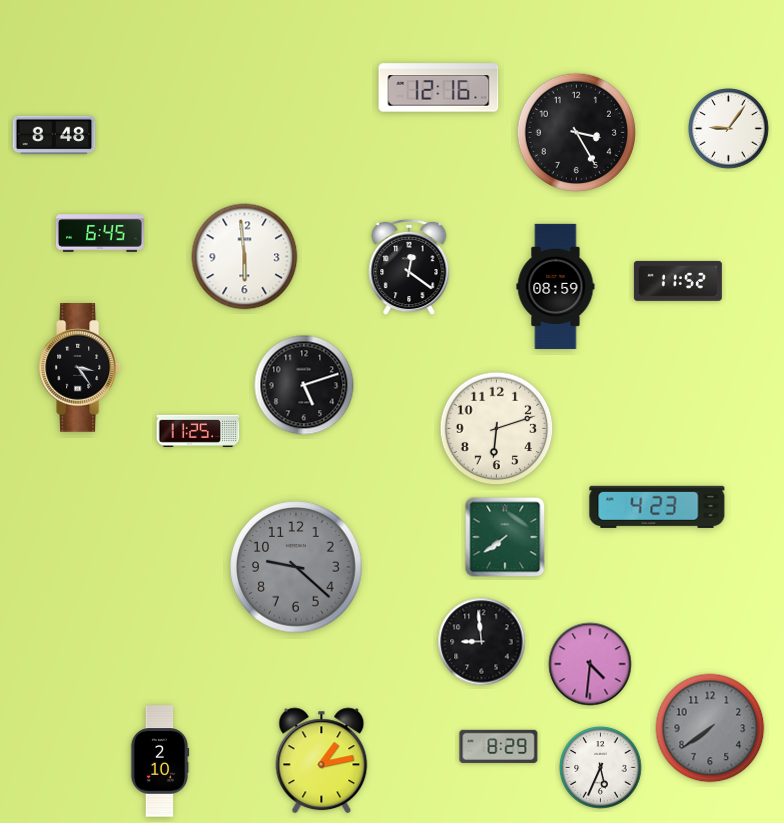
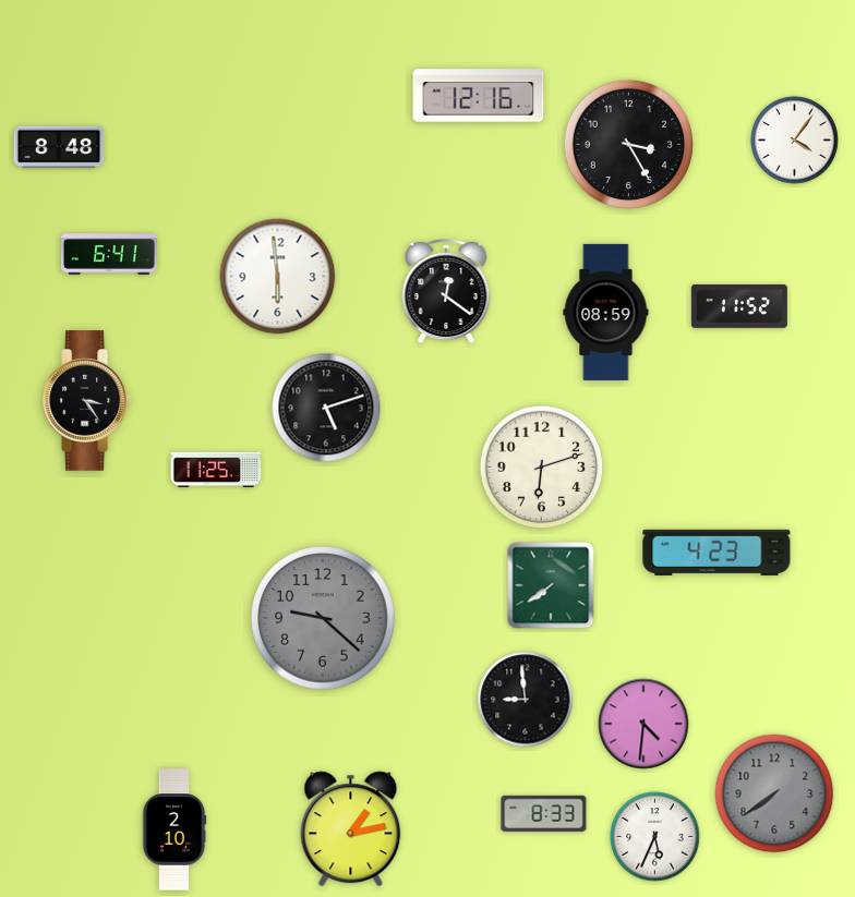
clock at (729, 129): 9:06 -> 4:06
clock at (100, 233): 6:45 -> 6:41
clock at (245, 257) position: (245, 257) -> (278, 277)
clock at (304, 385) position: (304, 385) -> (326, 408)
clock at (499, 746): 8:29 -> 8:33
